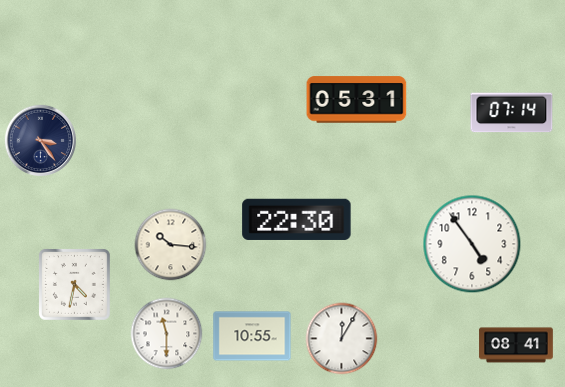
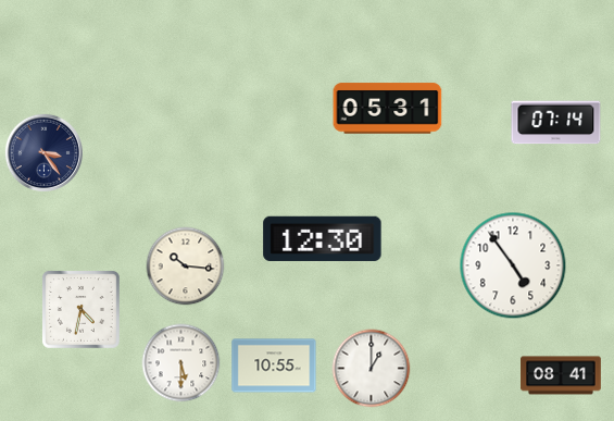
clock at (297, 219): 22:30 -> 12:30
clock at (167, 334): 11:30 -> 5:30
clock at (342, 339): 12:05 -> 1:00
